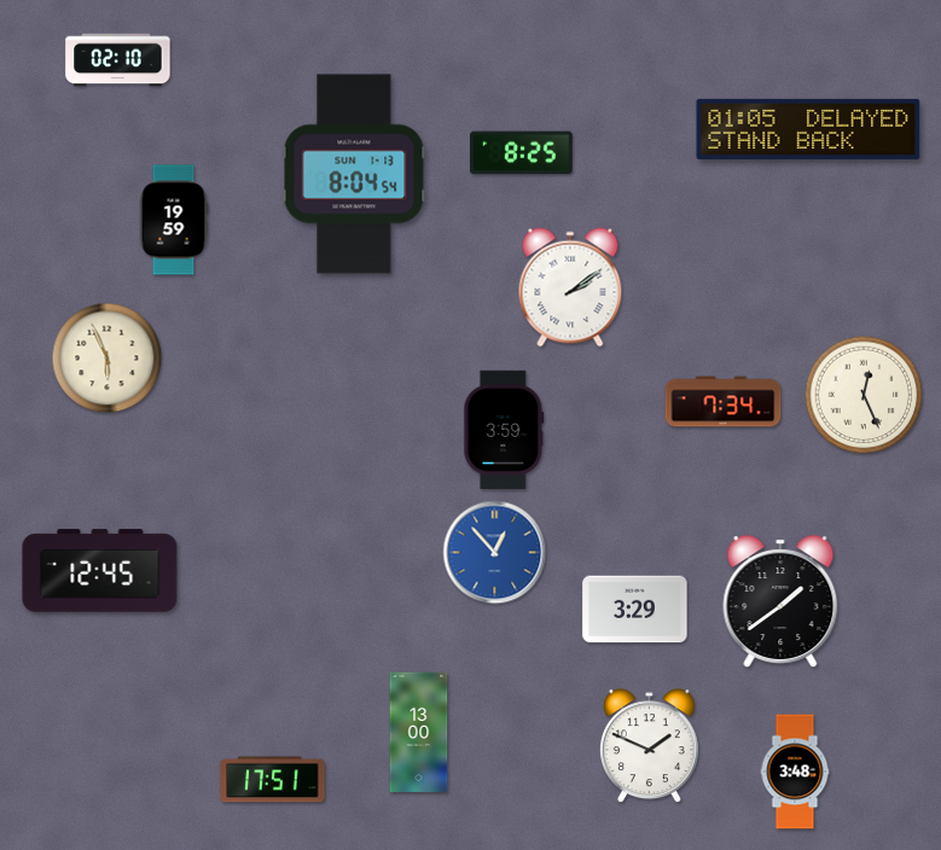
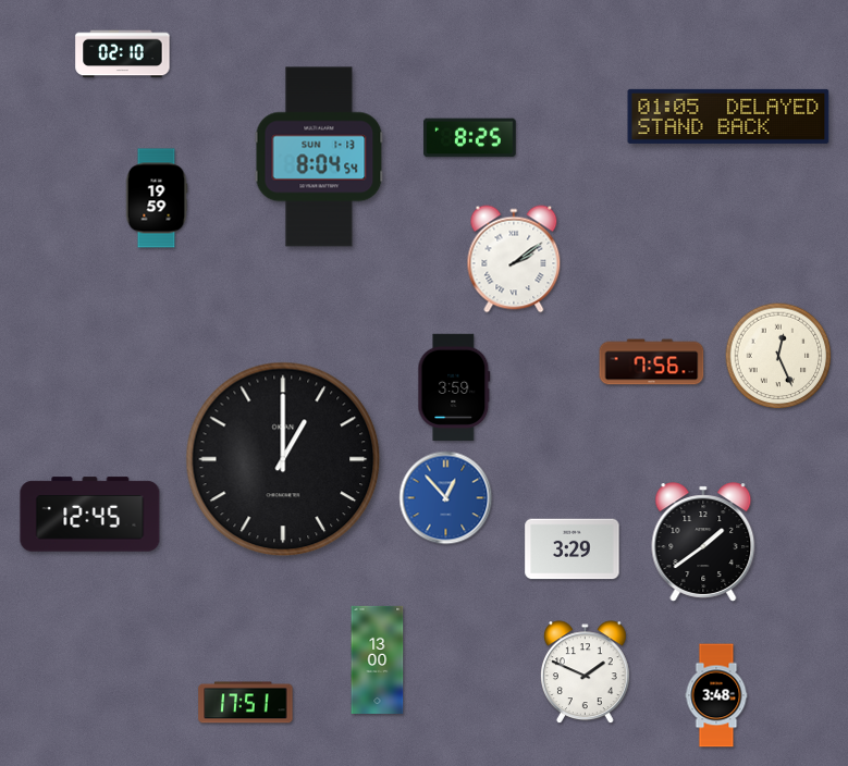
clock at (118, 60) position: (118, 60) -> (123, 54)
clock at (108, 359): 5:56 -> none
clock at (724, 402): 7:34 -> 7:56
clock at (283, 459): none -> 1:00
